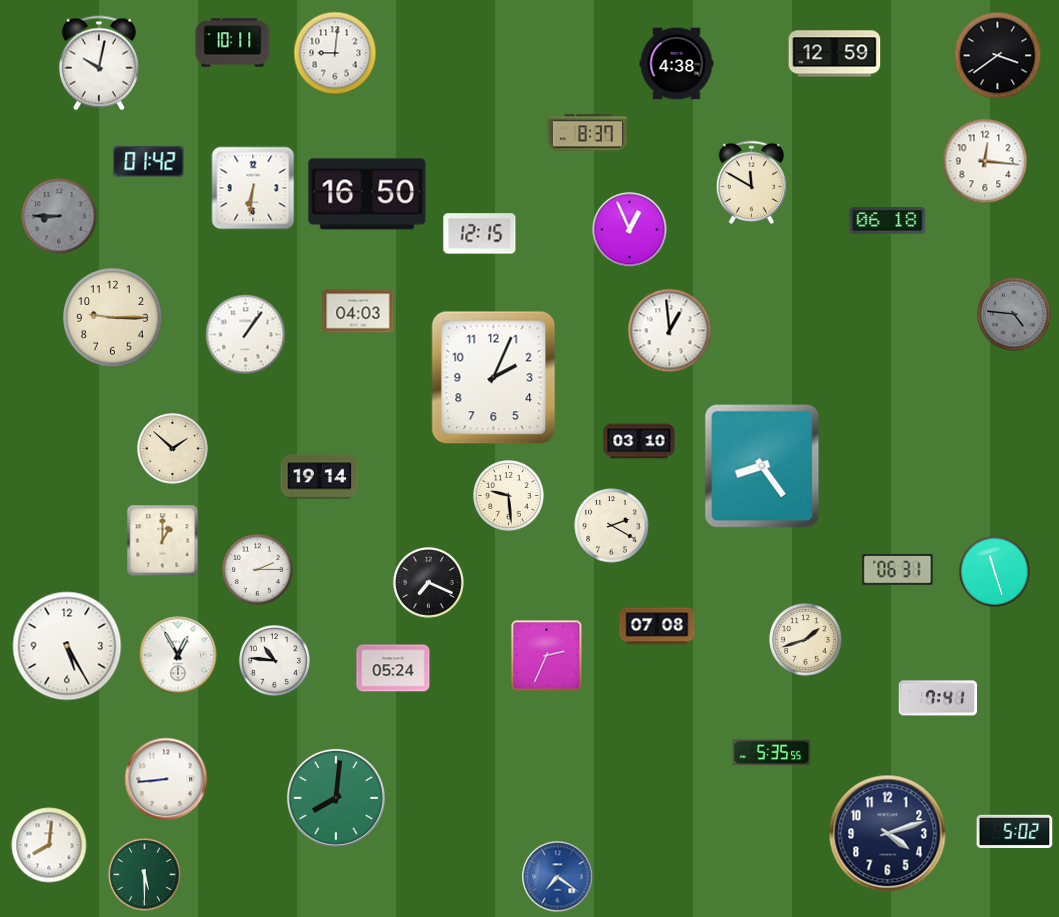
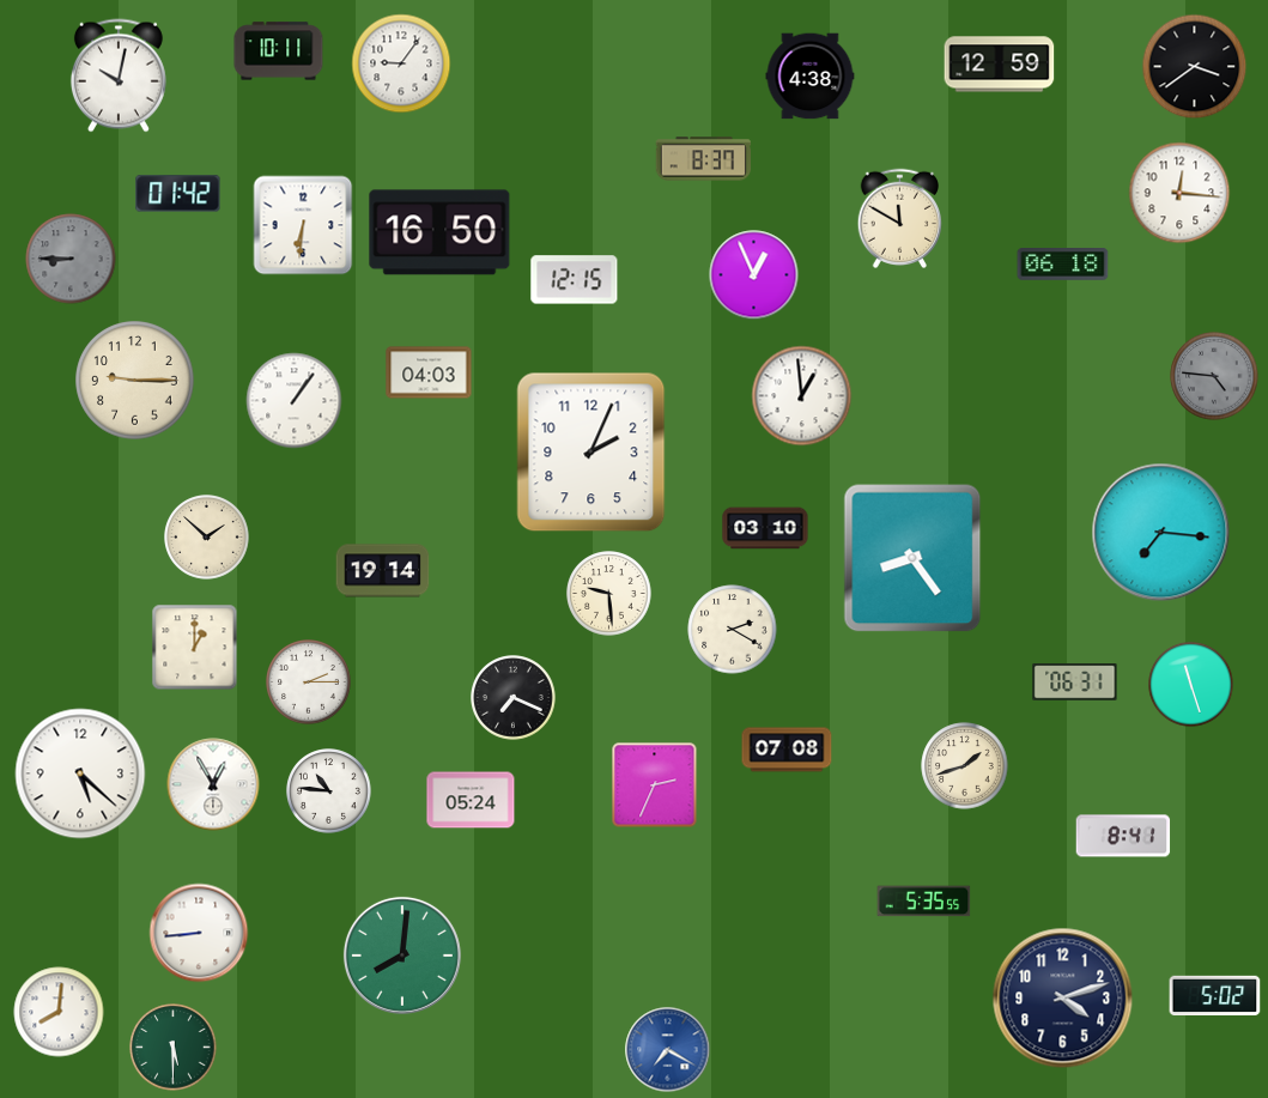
clock at (335, 53): 9:01 -> 9:06
clock at (1161, 533): none -> 7:16
clock at (67, 646): 5:25 -> 5:22
clock at (938, 698): 7:41 -> 8:41
clock at (558, 877): 7:21 -> 7:20
